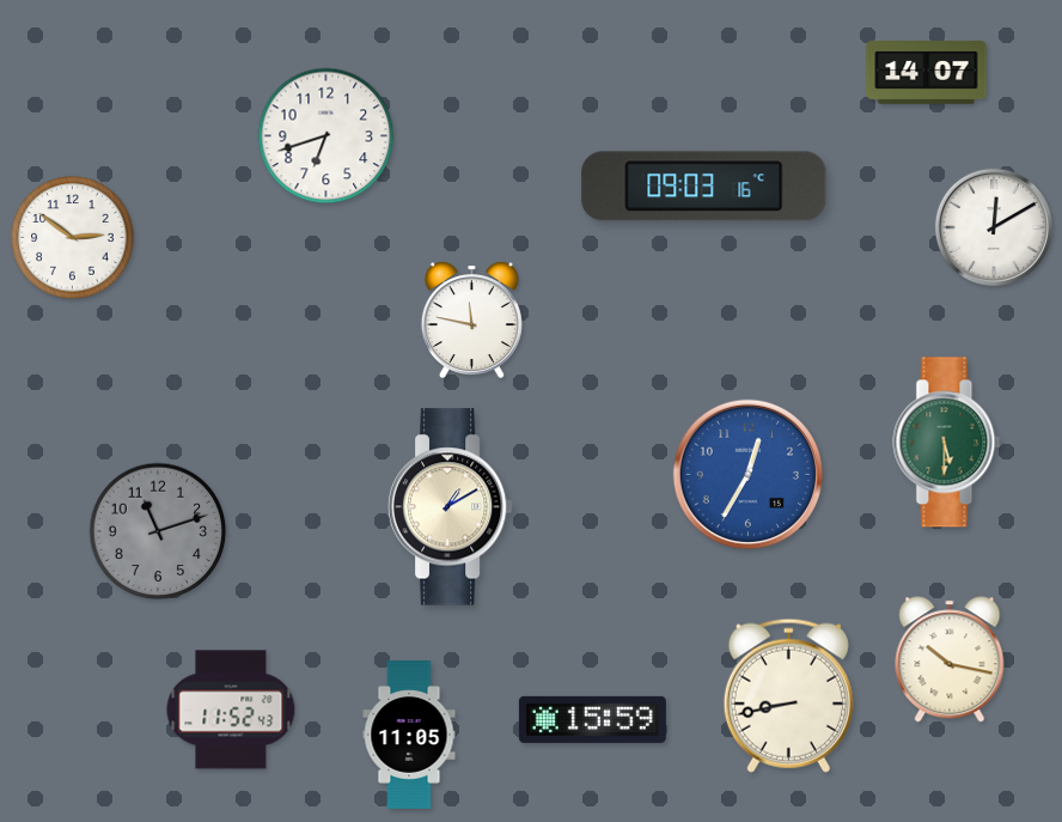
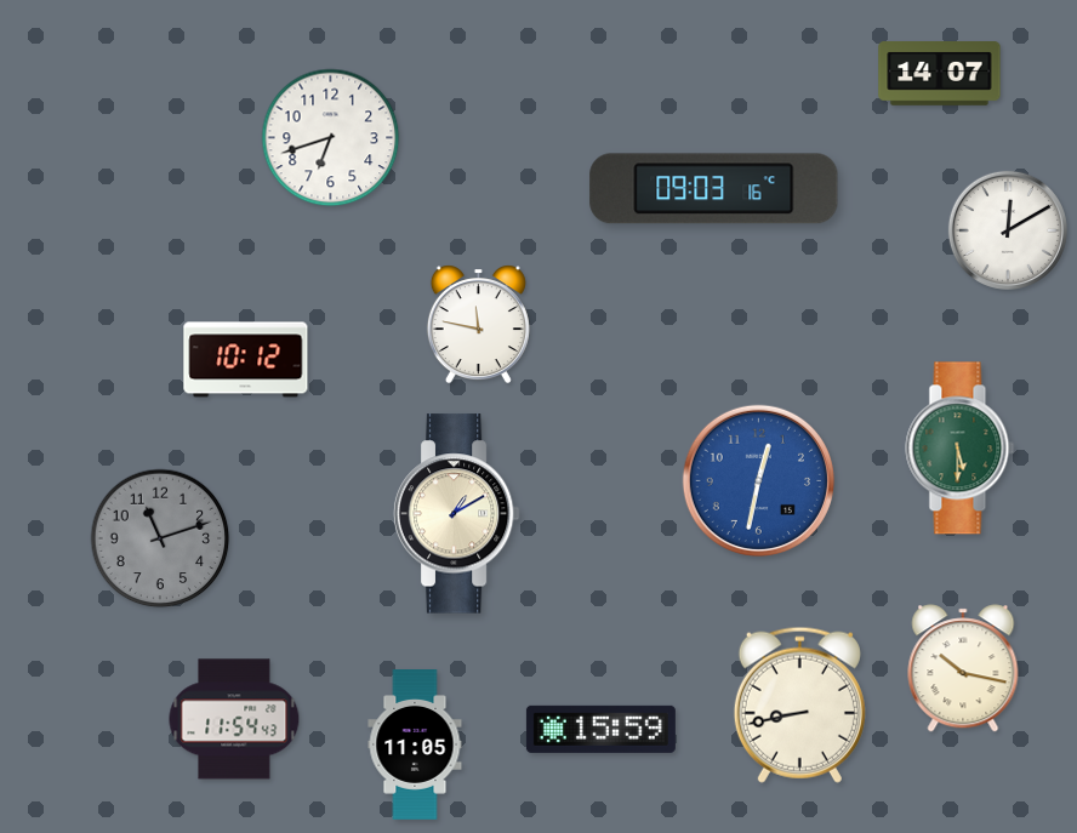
clock at (73, 238): 2:51 -> none
clock at (246, 360): none -> 10:12
clock at (747, 474): 12:35 -> 12:32
clock at (231, 710): 11:52 -> 11:54
